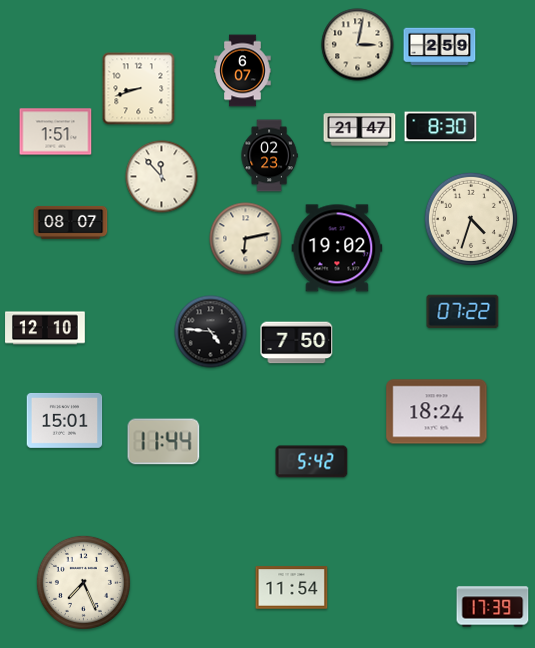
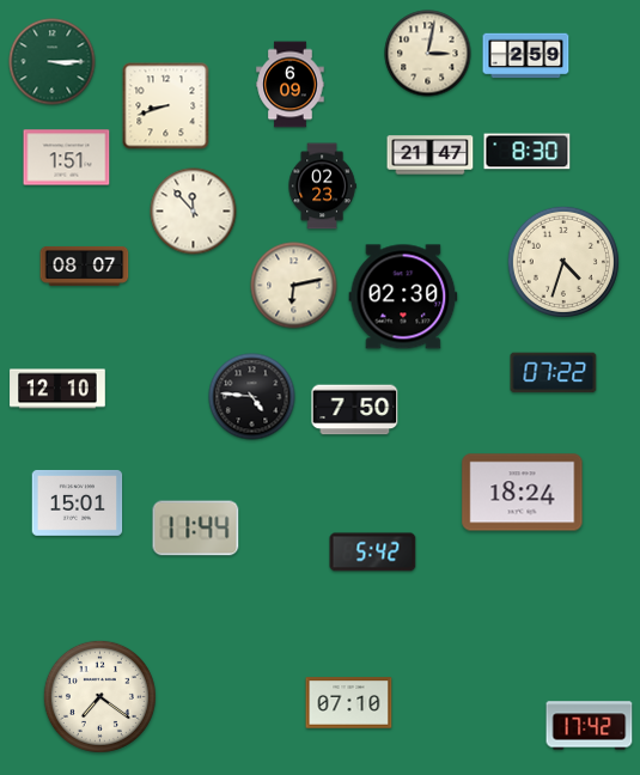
clock at (53, 62): none -> 3:15
clock at (243, 71): 6:07 -> 6:09
clock at (337, 248): 19:02 -> 02:30
clock at (45, 328) position: (45, 328) -> (57, 389)
clock at (83, 582): 7:26 -> 7:21
clock at (292, 588): 11:54 -> 07:10
clock at (493, 607): 17:39 -> 17:42
